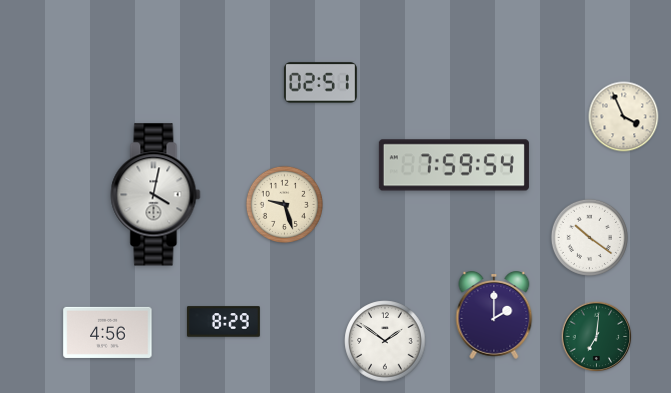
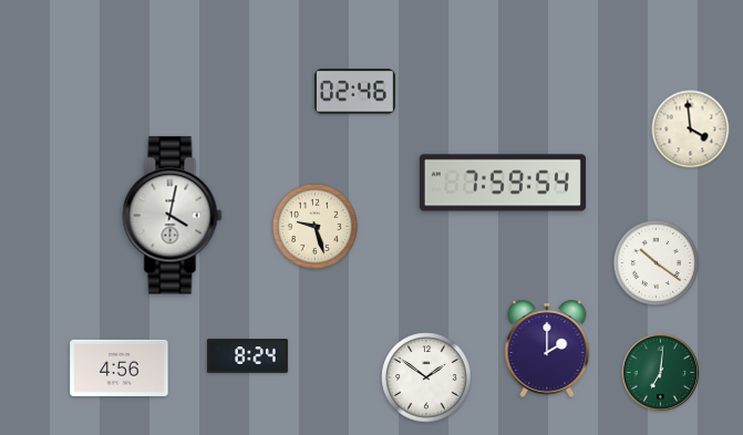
clock at (320, 83): 02:51 -> 02:46
clock at (624, 117): 3:56 -> 3:59
clock at (589, 237) position: (589, 237) -> (656, 262)
clock at (223, 322): 8:29 -> 8:24
